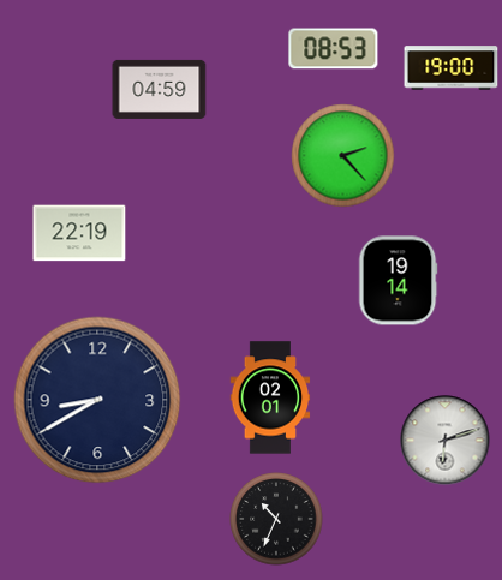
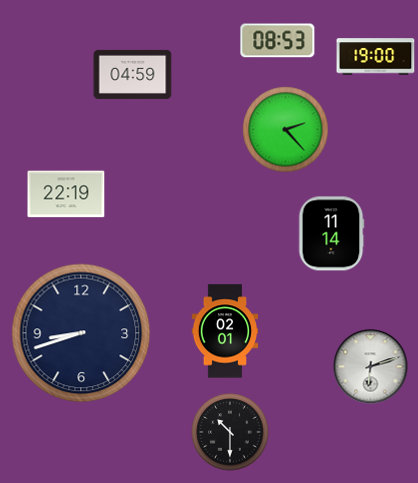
clock at (398, 281): 19:14 -> 11:14
clock at (97, 400): 8:40 -> 8:42
clock at (276, 519): 10:34 -> 10:30
